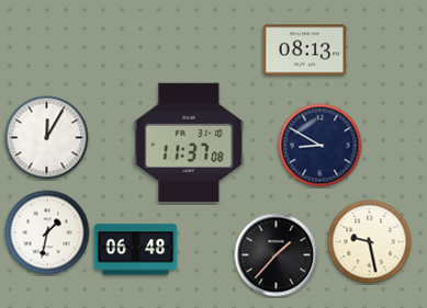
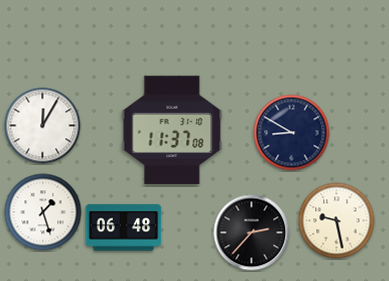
clock at (305, 50): 08:13 -> none
clock at (47, 232): 1:32 -> 1:27
clock at (277, 255): 1:37 -> 2:37
